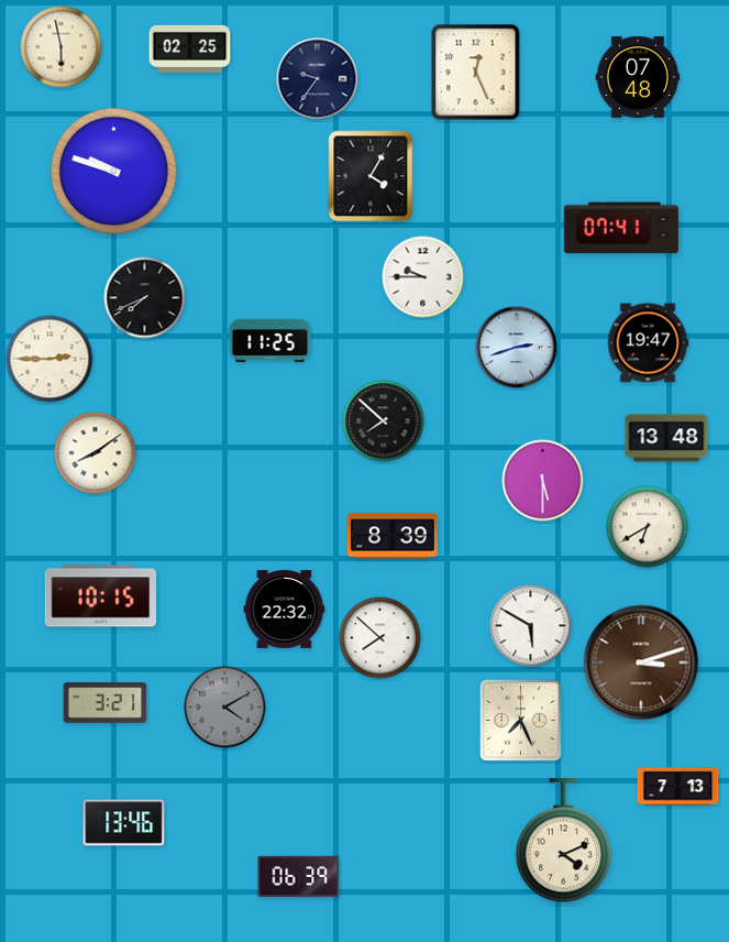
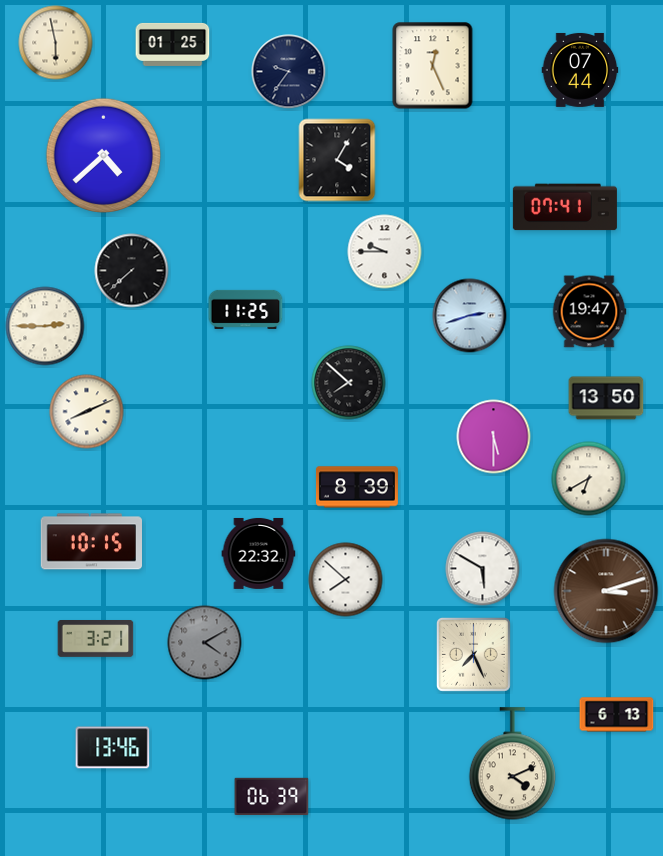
clock at (190, 48): 02:25 -> 01:25
clock at (638, 77): 07:48 -> 07:44
clock at (113, 171): 9:48 -> 4:38
clock at (145, 298): 7:41 -> 7:38
clock at (666, 438): 13:48 -> 13:50
clock at (96, 453): 8:09 -> 8:11
clock at (641, 662) position: (641, 662) -> (606, 591)
clock at (678, 787): 7:13 -> 6:13
